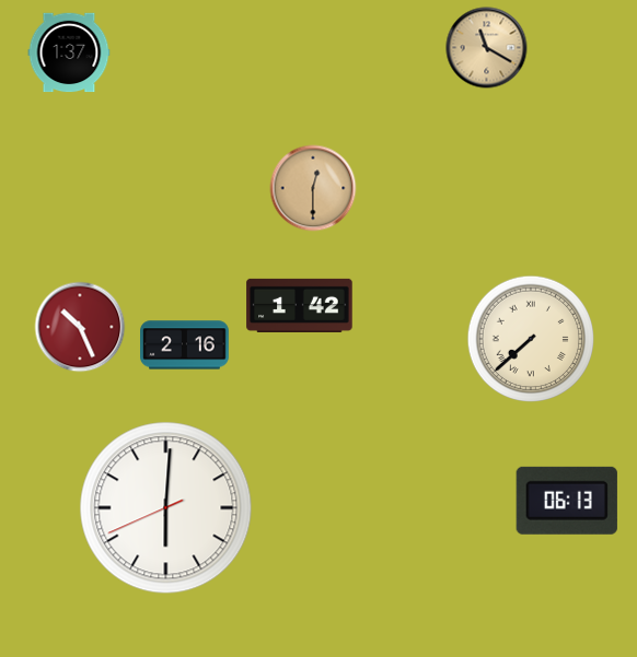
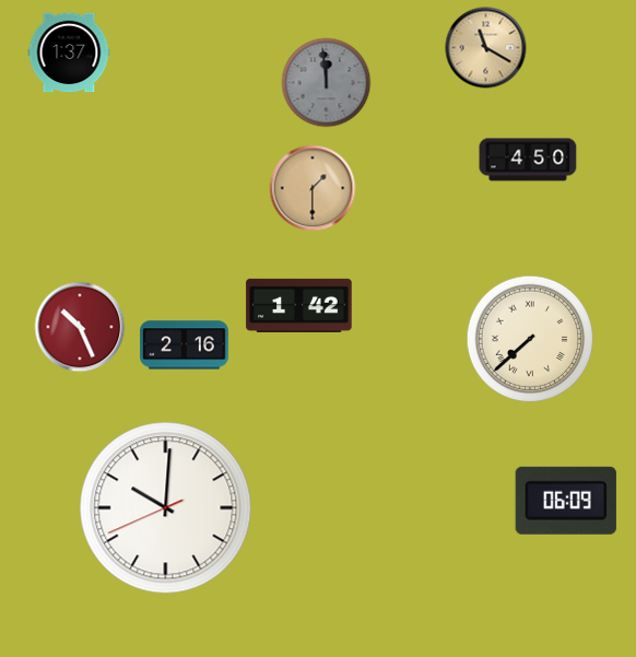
clock at (327, 83): none -> 11:59
clock at (528, 160): none -> 4:50
clock at (313, 188): 12:30 -> 1:30
clock at (567, 501): 06:13 -> 06:09
clock at (166, 508): 6:00 -> 10:00
